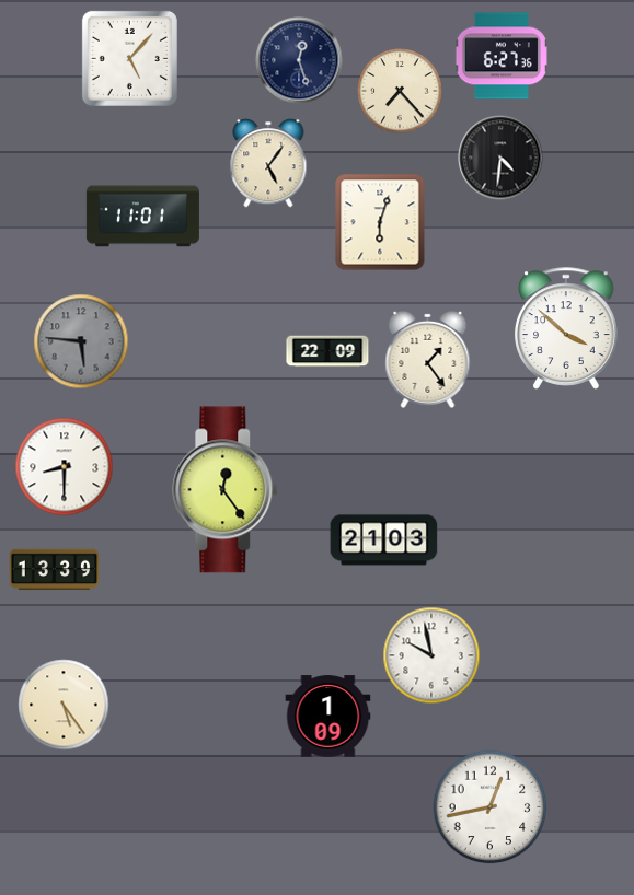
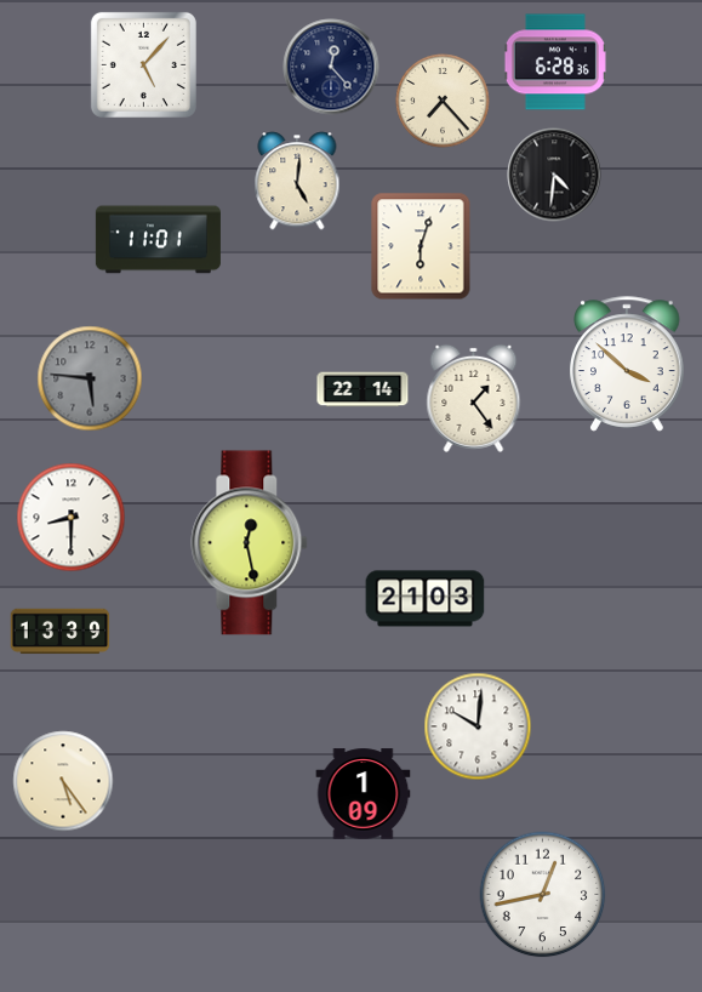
clock at (502, 56): 6:27 -> 6:28
clock at (299, 60): 12:27 -> 12:23
clock at (268, 163): 5:06 -> 5:01
clock at (327, 351): 22:09 -> 22:14
clock at (226, 490): 12:24 -> 12:28
clock at (431, 655): 9:58 -> 10:01
clock at (64, 705) position: (64, 705) -> (63, 781)
